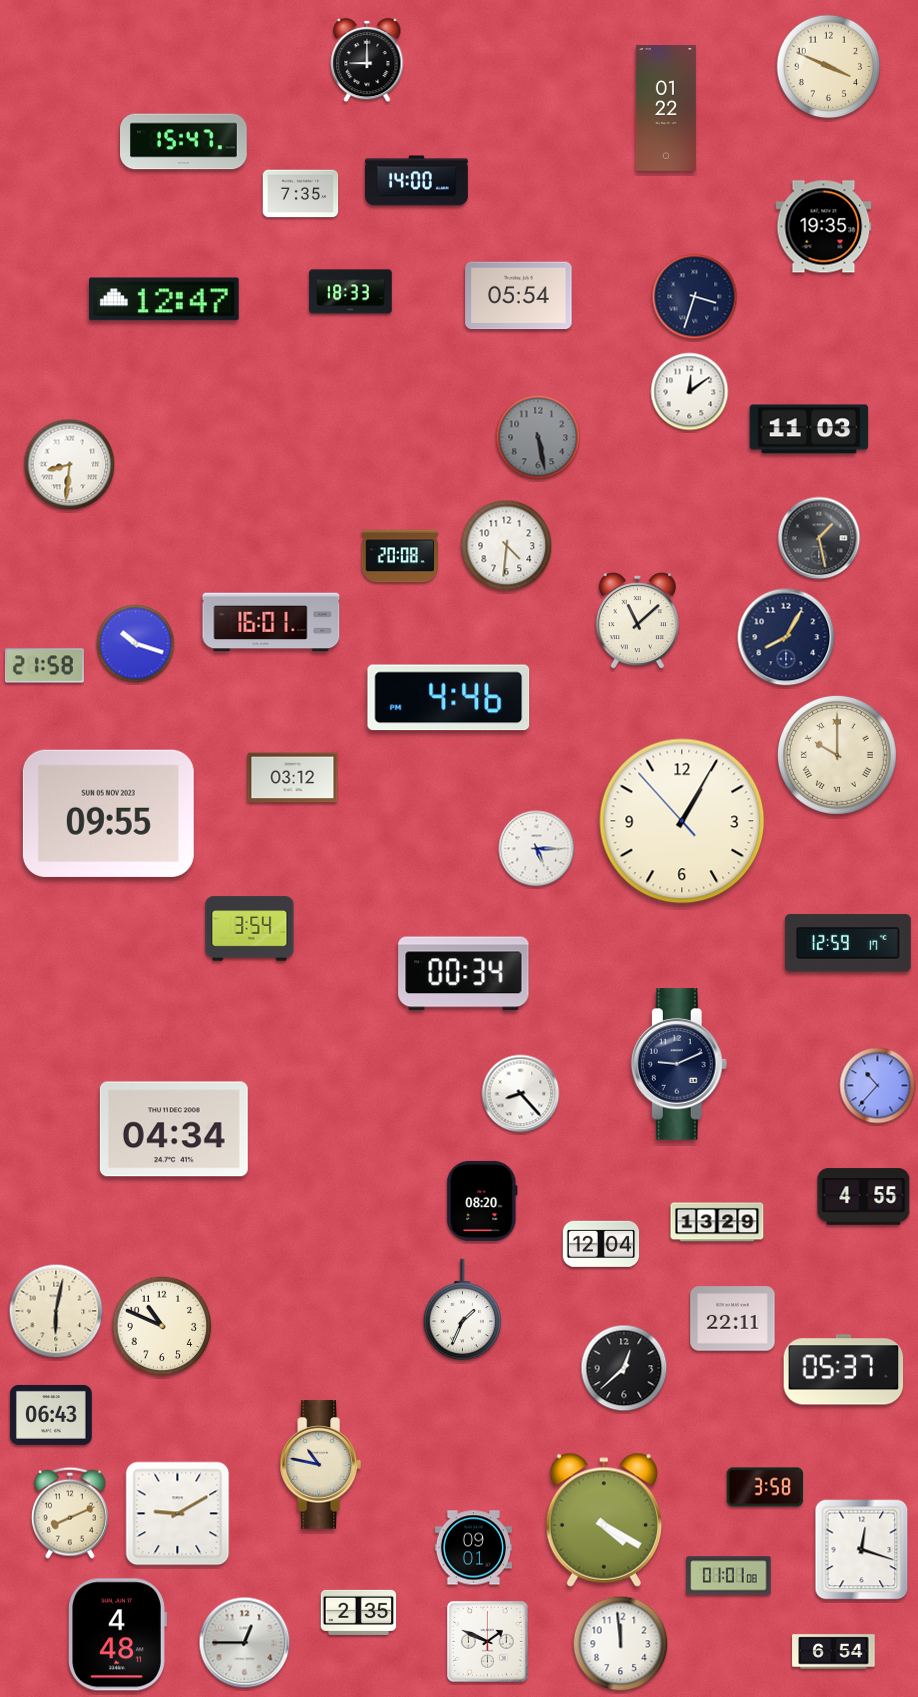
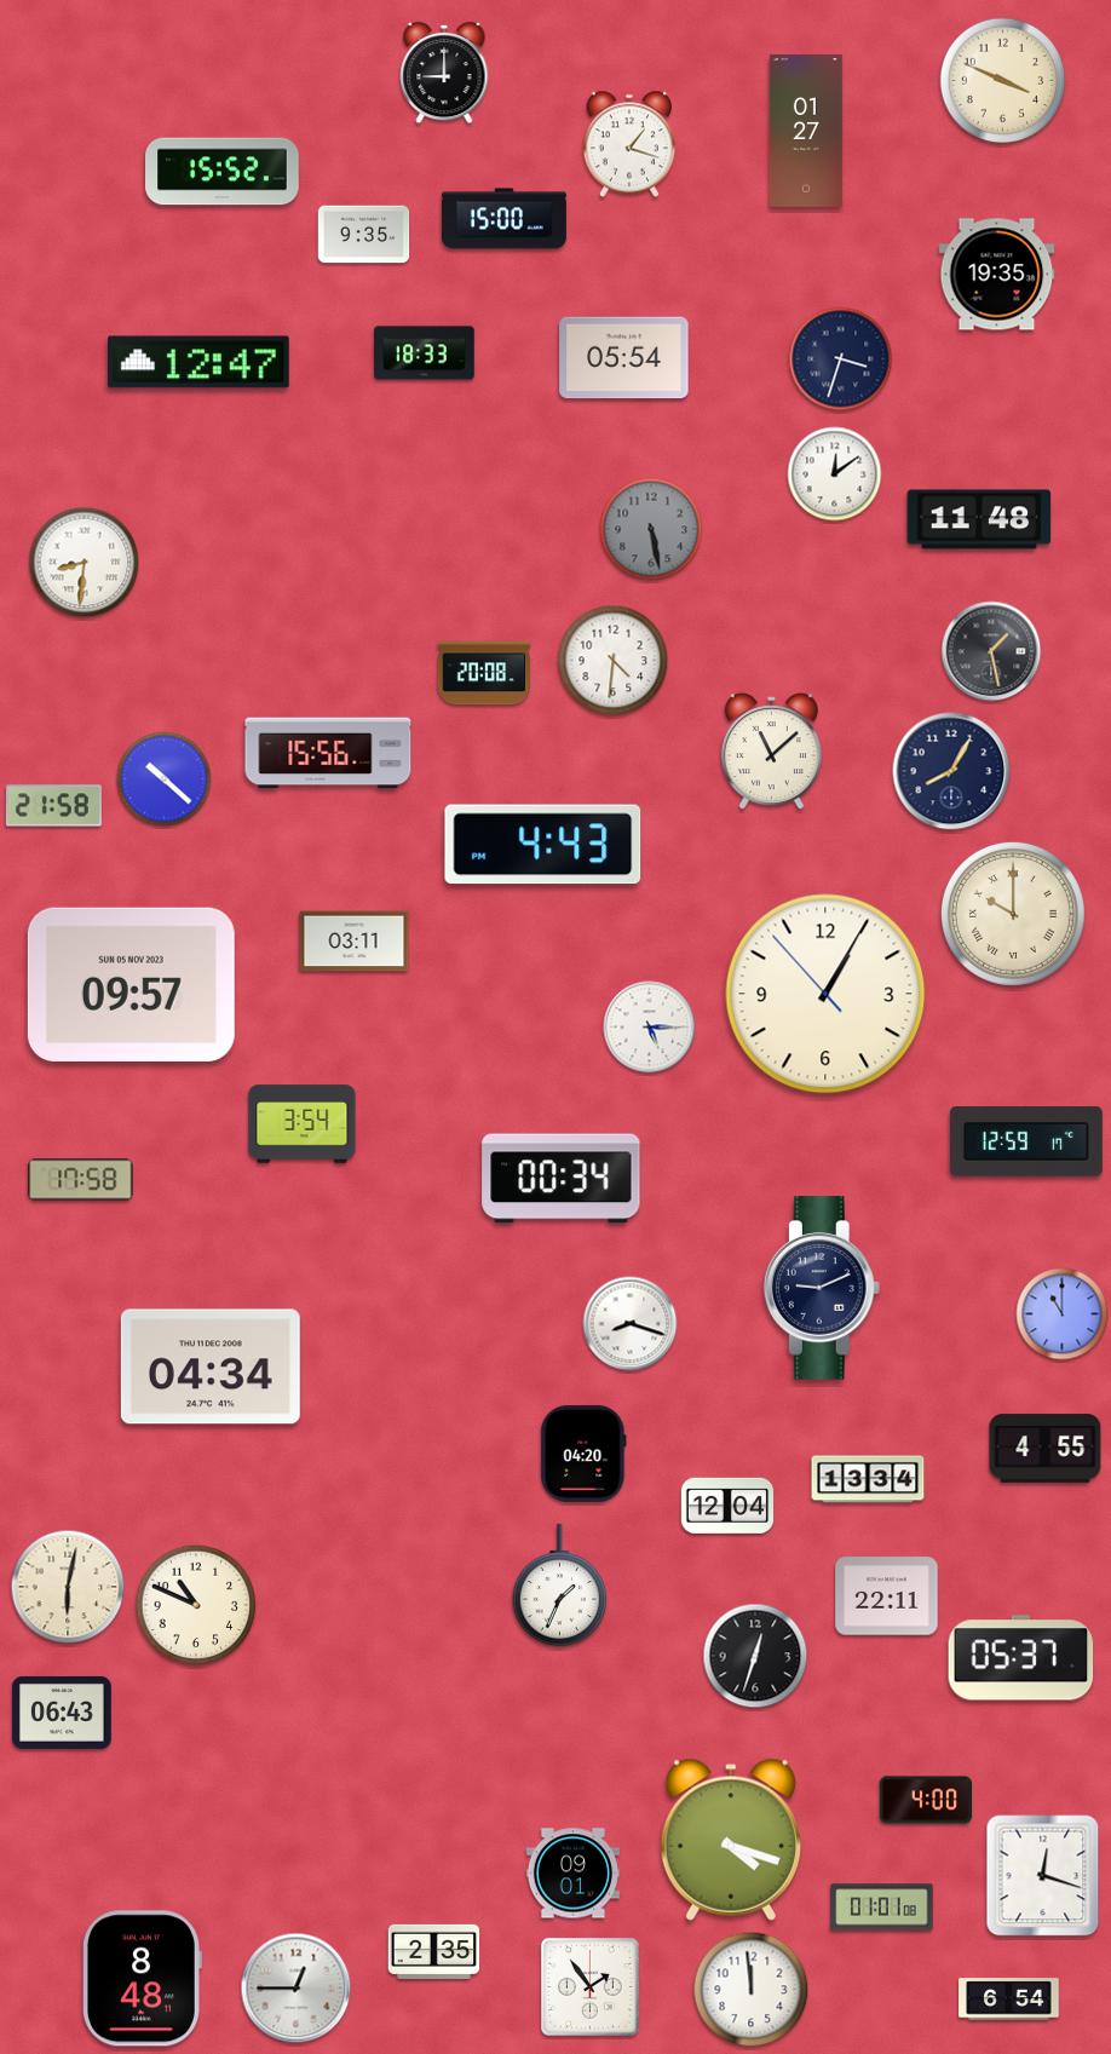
clock at (666, 108): 01:22 -> 01:27
clock at (629, 144): none -> 1:18
clock at (184, 142): 15:47 -> 15:52
clock at (416, 181): 14:00 -> 15:00
clock at (301, 194): 7:35 -> 9:35
clock at (519, 296) position: (519, 296) -> (624, 358)
clock at (809, 429): 11:03 -> 11:48
clock at (271, 622): 16:01 -> 15:56
clock at (136, 644): 10:18 -> 10:22
clock at (449, 698): 4:46 -> 4:43
clock at (293, 778): 03:12 -> 03:11
clock at (108, 813): 09:55 -> 09:57
clock at (81, 1180): none -> 17:58
clock at (878, 1086): 10:37 -> 11:00
clock at (521, 1094): 8:23 -> 8:18
clock at (482, 1201): 08:20 -> 04:20
clock at (717, 1222): 13:29 -> 13:34
clock at (624, 1368): 12:38 -> 12:33
clock at (320, 1465): 10:47 -> none
clock at (765, 1487): 3:58 -> 4:00
clock at (70, 1513): 8:11 -> none
clock at (178, 1514): 9:10 -> none
clock at (604, 1520): 4:20 -> 4:18
clock at (117, 1635): 4:48 -> 8:48
clock at (488, 1642): 1:49 -> 1:54
